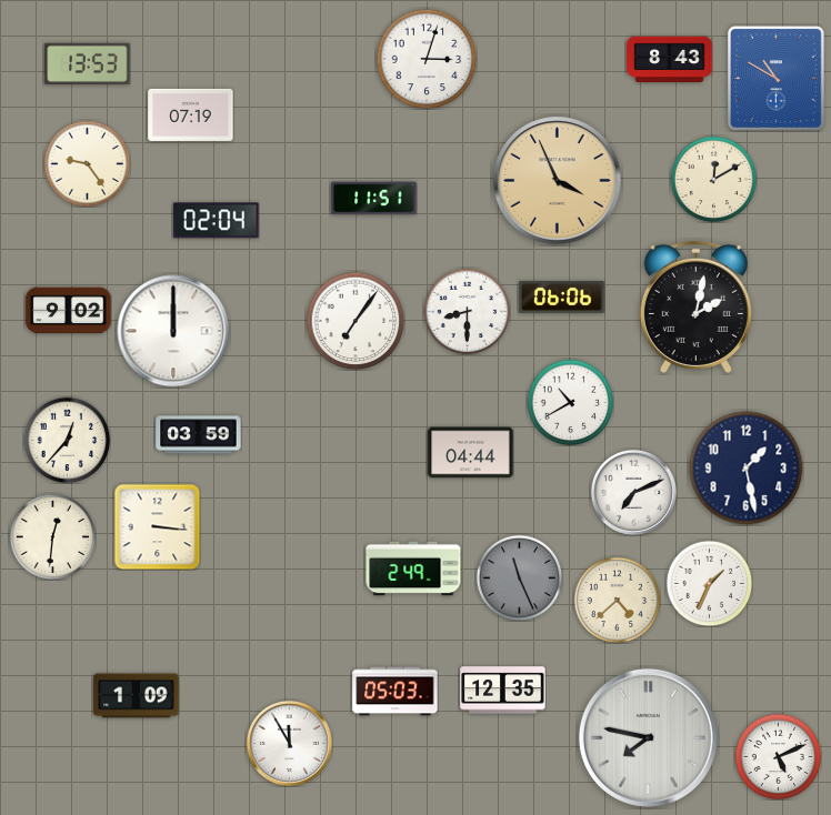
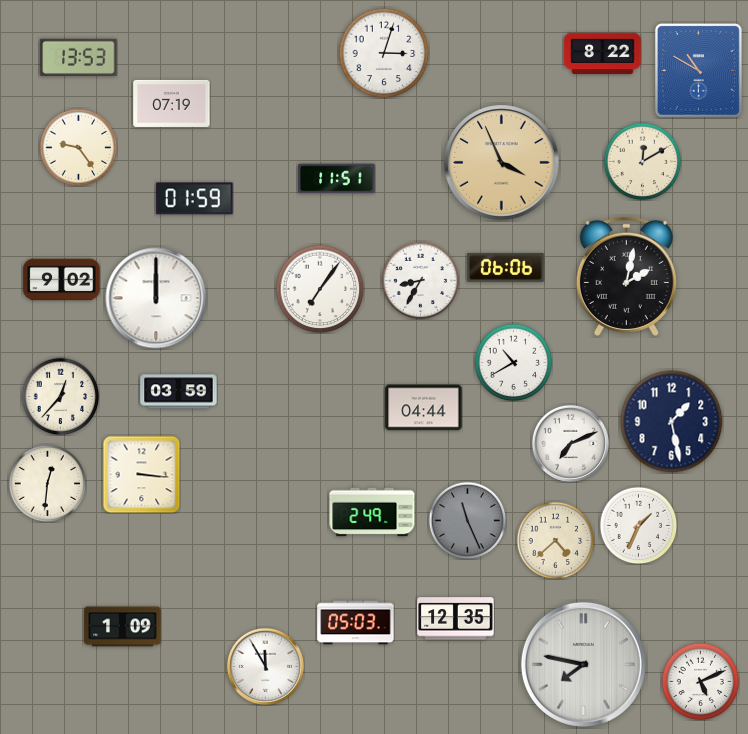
clock at (670, 60): 8:43 -> 8:22
clock at (217, 221): 02:04 -> 01:59
clock at (467, 311): 8:30 -> 8:35
clock at (503, 691) position: (503, 691) -> (456, 619)
clock at (289, 743) position: (289, 743) -> (265, 666)
